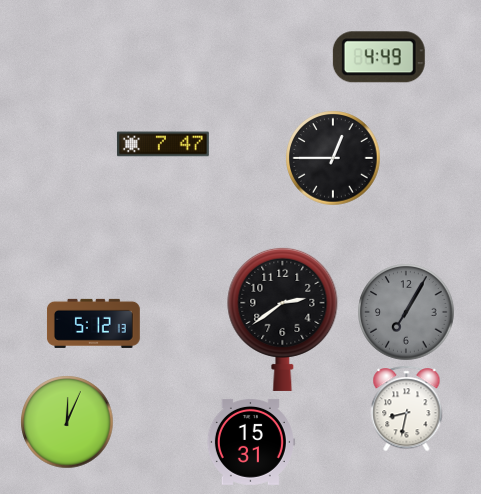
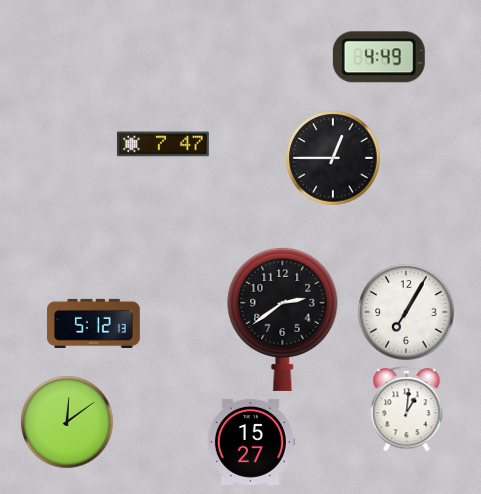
clock at (406, 312) dial: grey -> white
clock at (407, 408): 8:32 -> 1:01
clock at (67, 422): 12:04 -> 12:09
clock at (251, 442): 15:31 -> 15:27
